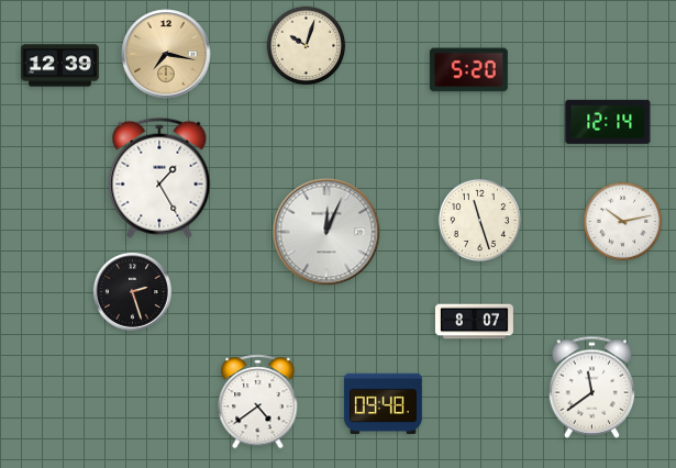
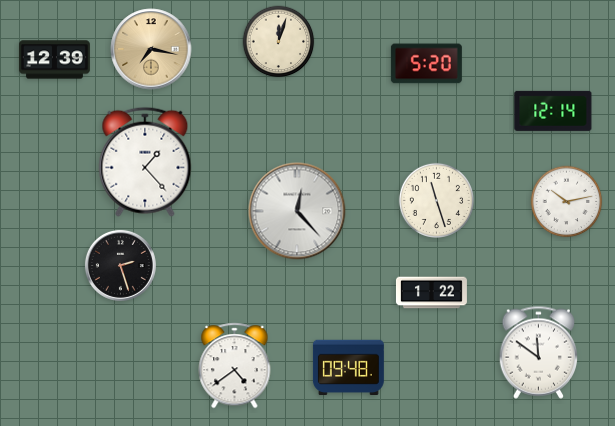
clock at (307, 46): 10:03 -> 12:03
clock at (159, 178): 1:25 -> 1:23
clock at (326, 232): 12:04 -> 12:23
clock at (474, 322): 8:07 -> 1:22
clock at (592, 387): 11:39 -> 11:51
